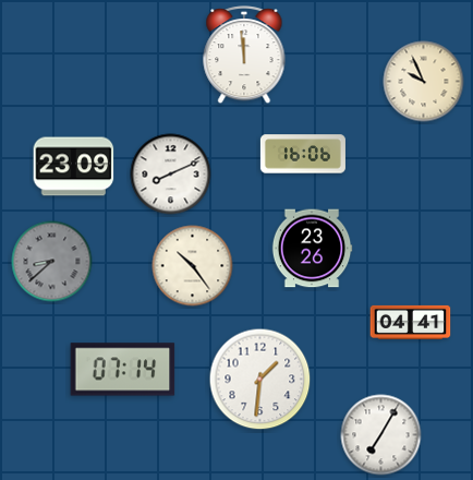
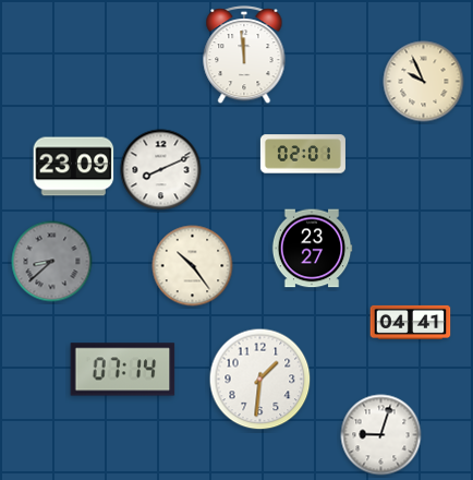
clock at (303, 154): 16:06 -> 02:01
clock at (171, 175) position: (171, 175) -> (161, 170)
clock at (312, 249): 23:26 -> 23:27
clock at (381, 435): 7:05 -> 9:03
